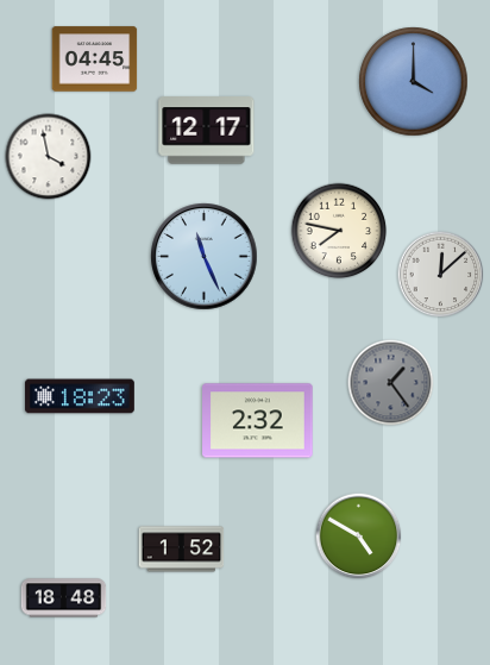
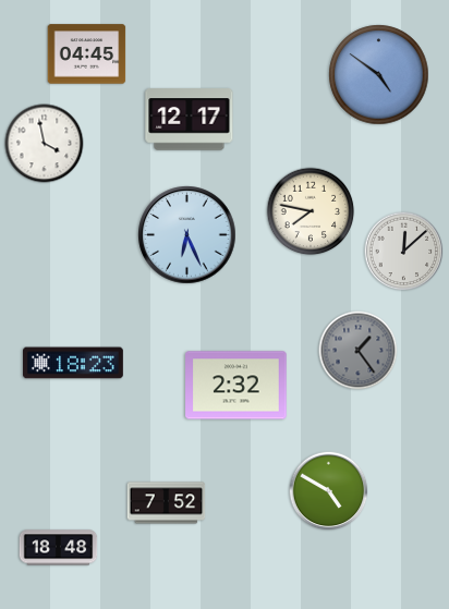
clock at (414, 82): 4:00 -> 4:51
clock at (205, 257): 11:26 -> 6:26
clock at (182, 550): 1:52 -> 7:52
